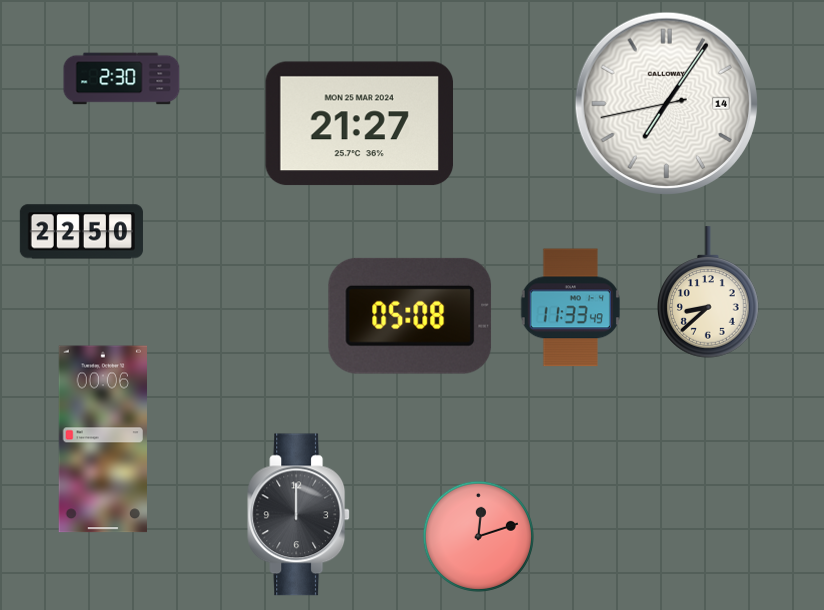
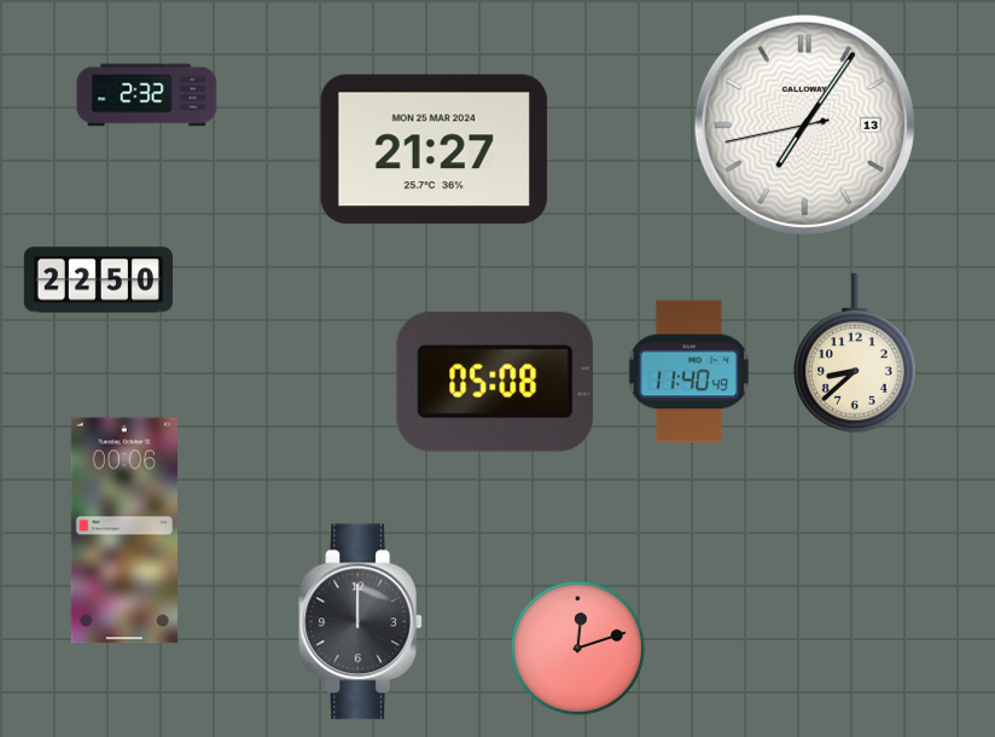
clock at (122, 79): 2:30 -> 2:32
clock at (666, 103) date: 14 -> 13
clock at (570, 308): 11:33 -> 11:40
